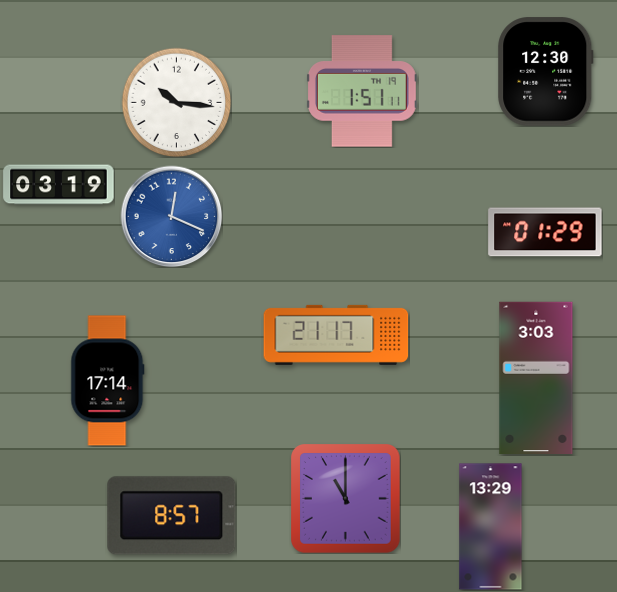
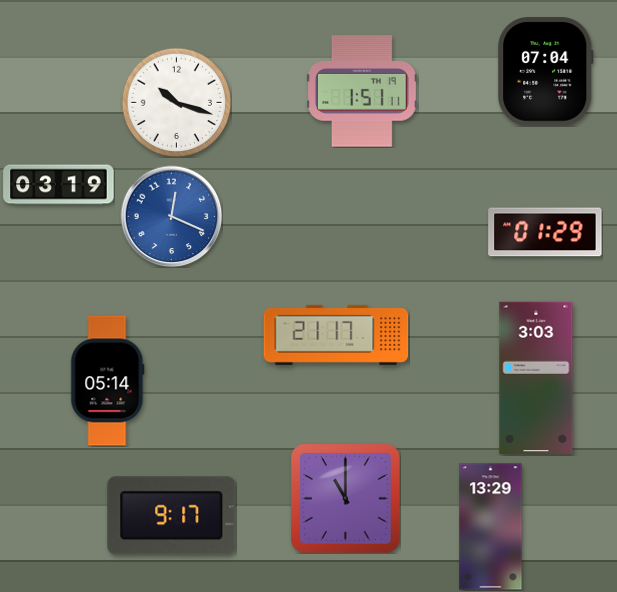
clock at (546, 72): 12:30 -> 07:04
clock at (176, 102): 10:16 -> 10:18
clock at (108, 381): 17:14 -> 05:14
clock at (172, 516): 8:57 -> 9:17
